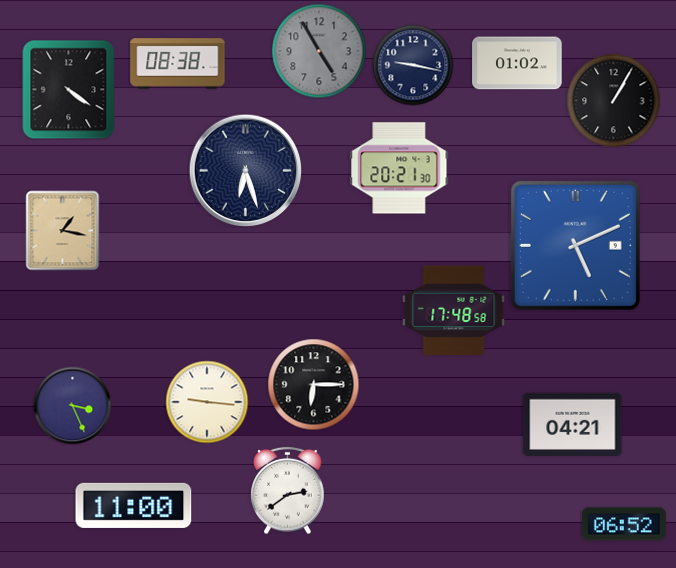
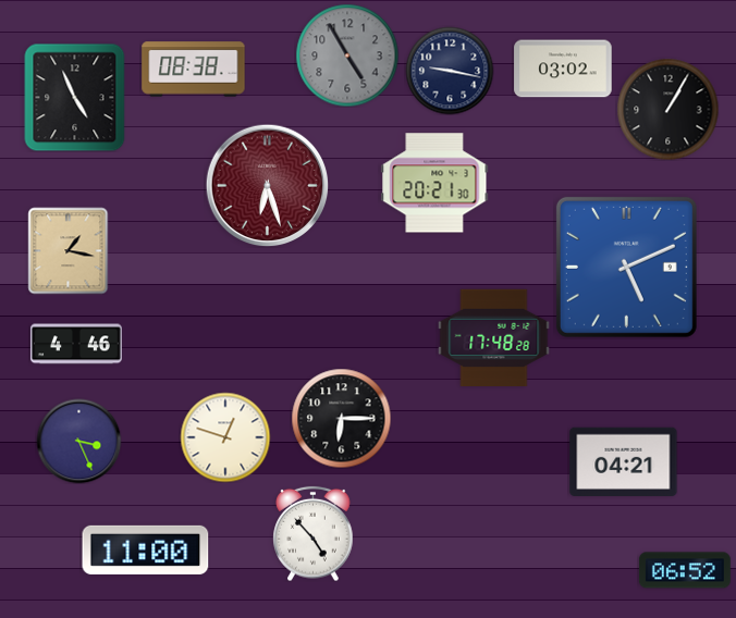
clock at (517, 63): 01:02 -> 03:02
clock at (69, 89): 4:21 -> 4:56
clock at (245, 170) dial: navy -> burgundy
clock at (454, 310): 17:48:58 -> 17:48:28
clock at (76, 344): none -> 4:46
clock at (207, 402): 9:16 -> 12:48
clock at (288, 490): 2:39 -> 4:53
clock at (624, 524) position: (624, 524) -> (685, 570)
